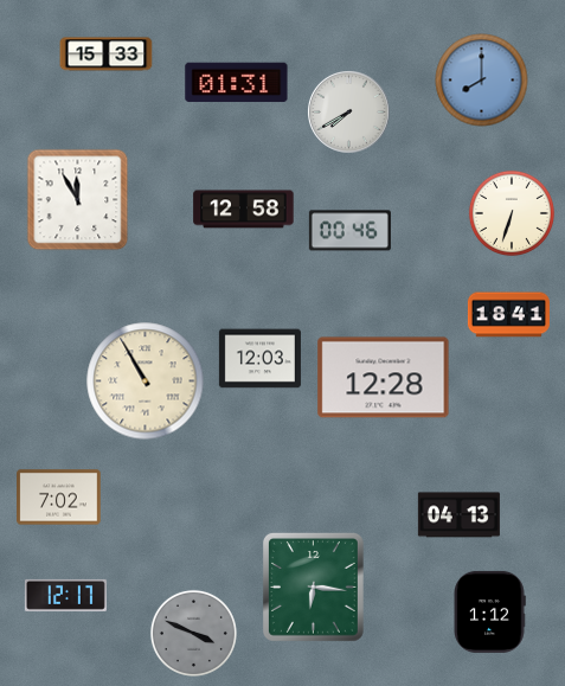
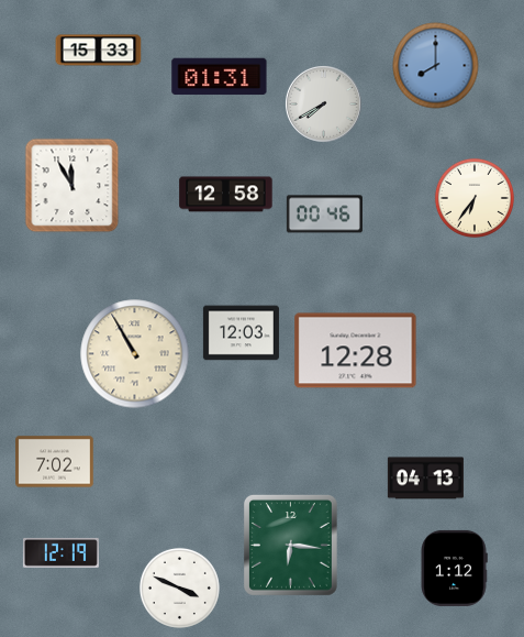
clock at (482, 81) position: (482, 81) -> (436, 66)
clock at (512, 213): 6:33 -> 6:36
clock at (508, 315): 18:41 -> none
clock at (65, 595): 12:17 -> 12:19
clock at (193, 633) dial: grey -> white
